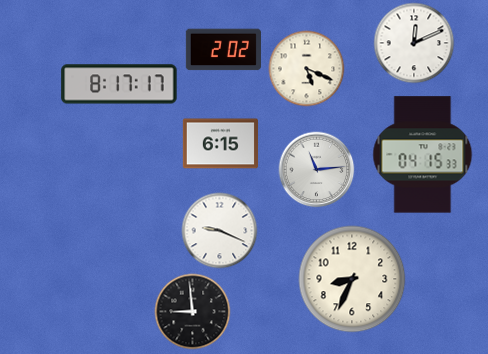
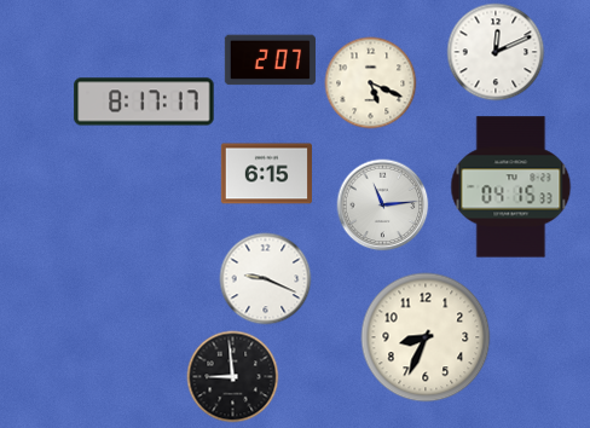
clock at (414, 43) position: (414, 43) -> (496, 52)
clock at (223, 50): 2:02 -> 2:07
